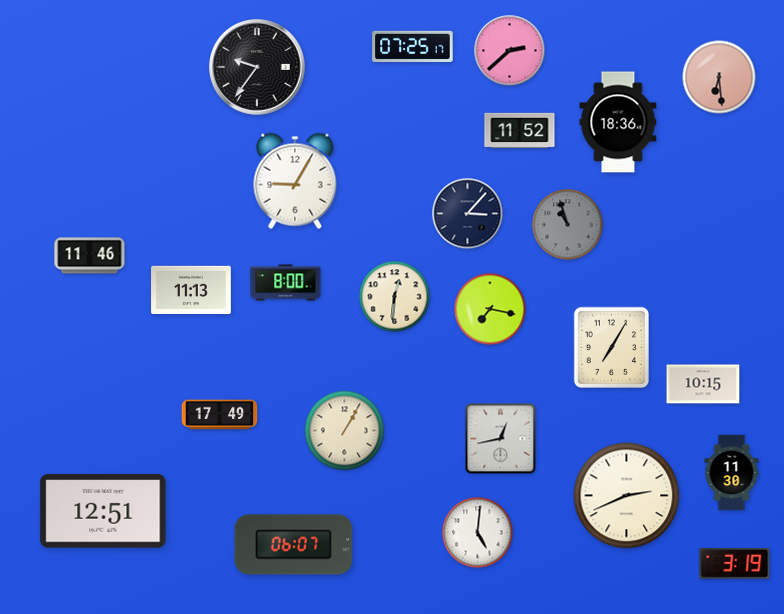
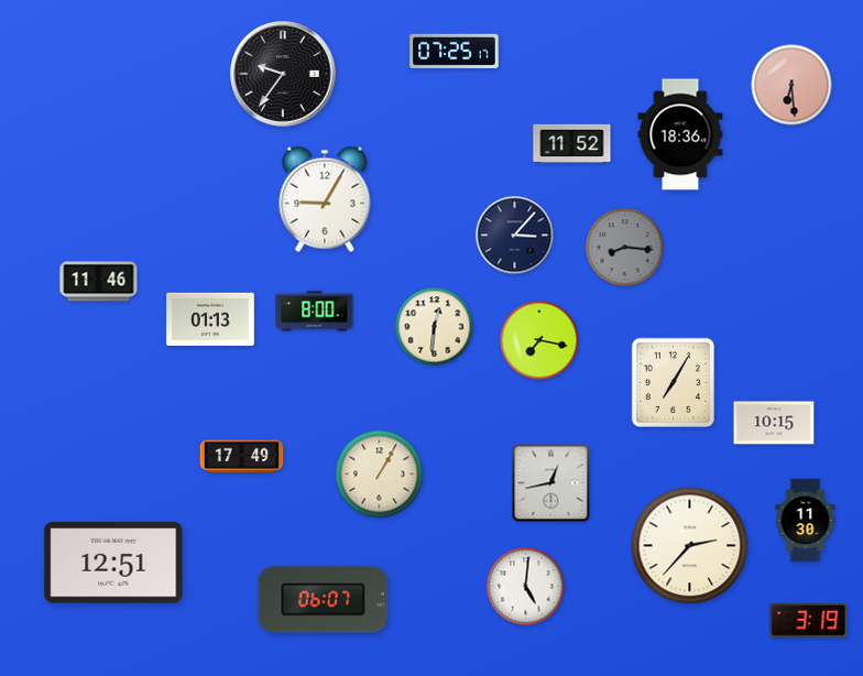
clock at (510, 51): 2:38 -> none
clock at (568, 225): 10:57 -> 8:16
clock at (191, 290): 11:13 -> 01:13
clock at (627, 496): 2:41 -> 2:37
